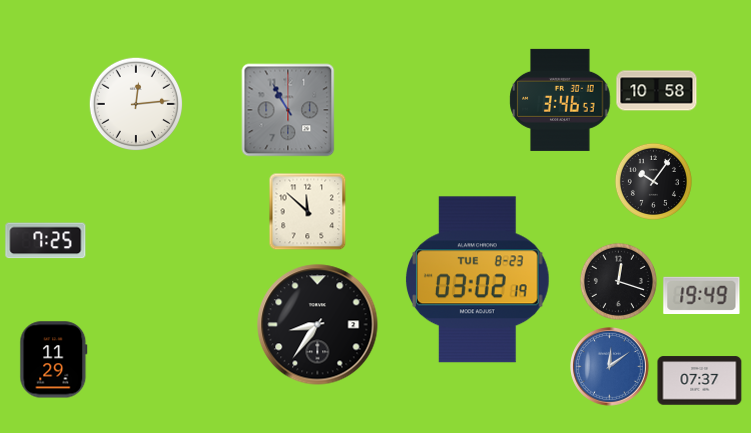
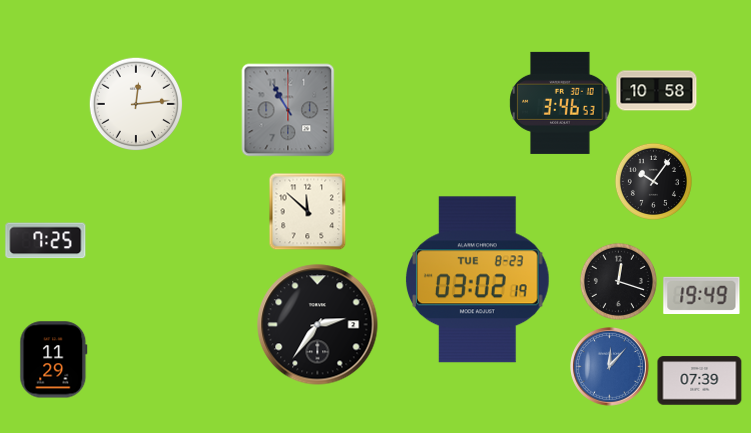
clock at (560, 100) position: (560, 100) -> (560, 103)
clock at (318, 325): 8:36 -> 2:36
clock at (610, 367): 12:09 -> 12:07
clock at (700, 381): 07:37 -> 07:39
